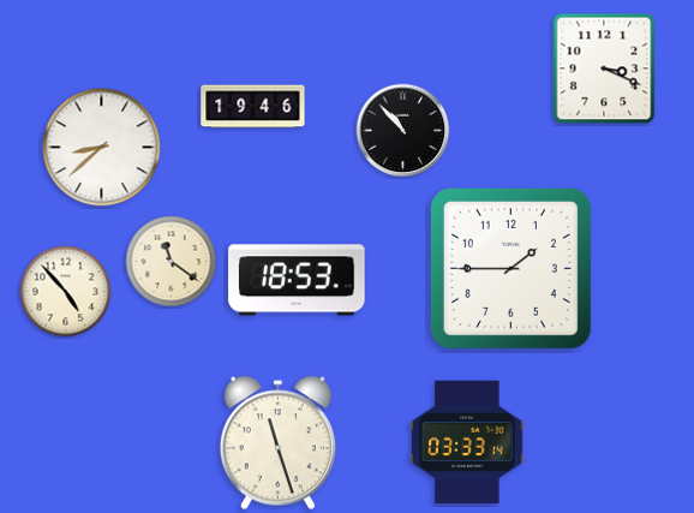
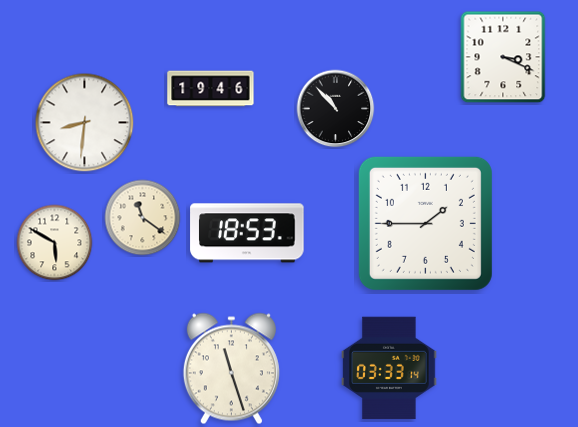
clock at (102, 148): 8:38 -> 8:31
clock at (66, 292): 4:53 -> 5:50
